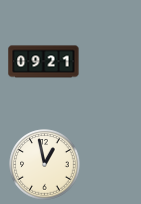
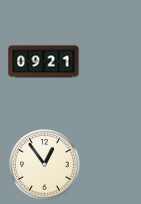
clock at (45, 165): 12:58 -> 12:54
